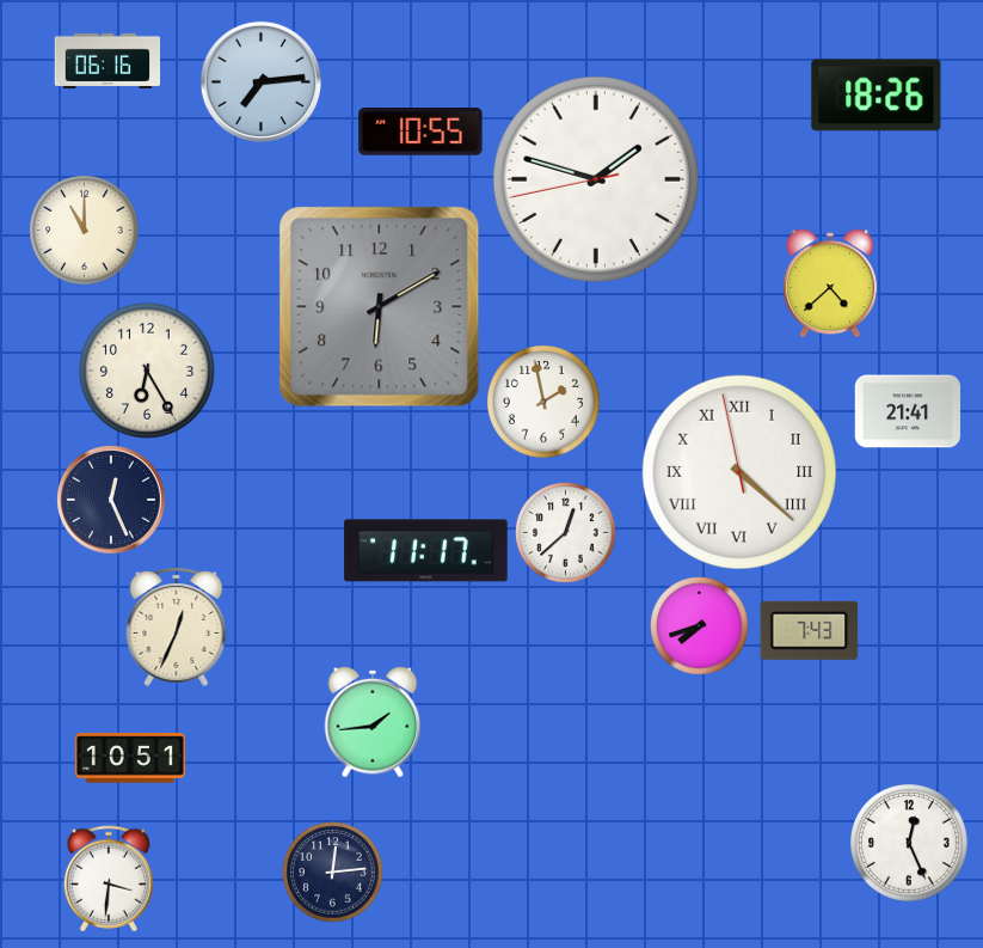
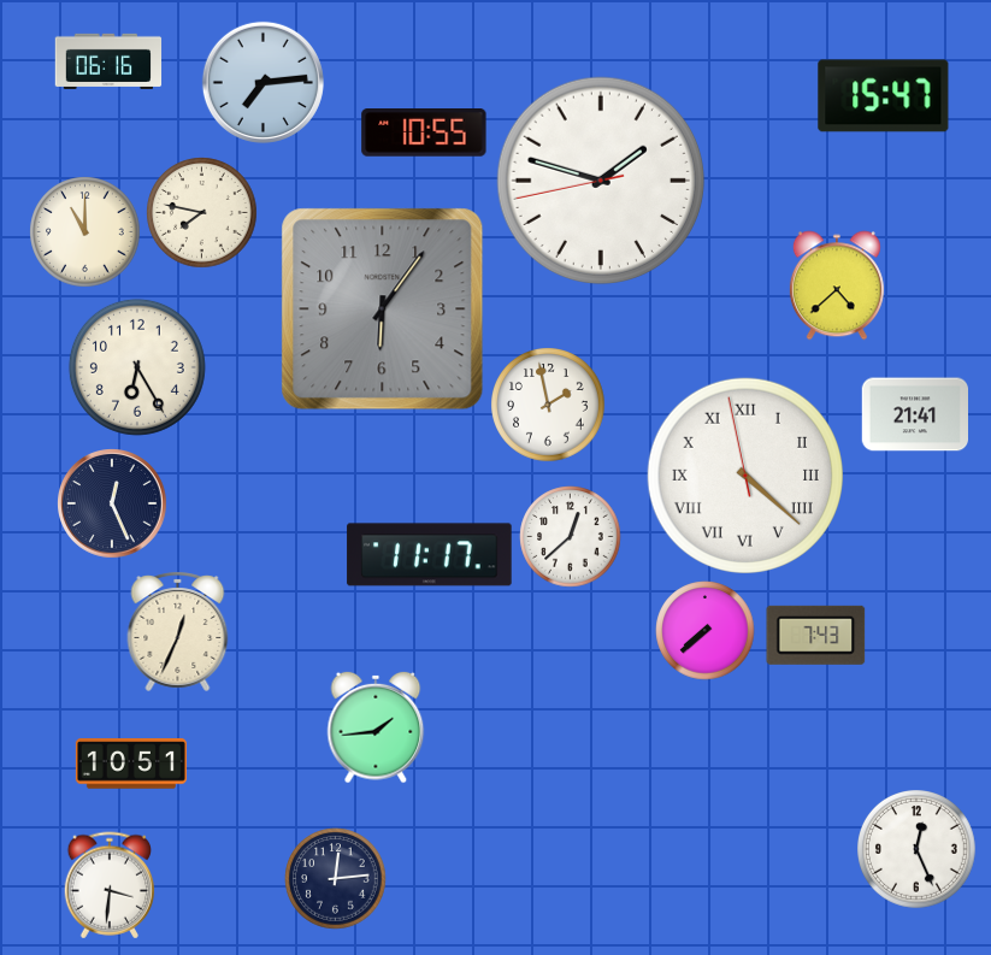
clock at (877, 96): 18:26 -> 15:47
clock at (202, 213): none -> 7:47
clock at (380, 307): 6:10 -> 6:06
clock at (147, 371) position: (147, 371) -> (137, 367)
clock at (700, 626): 7:42 -> 7:38
